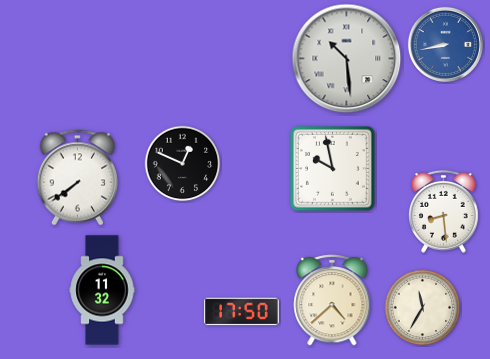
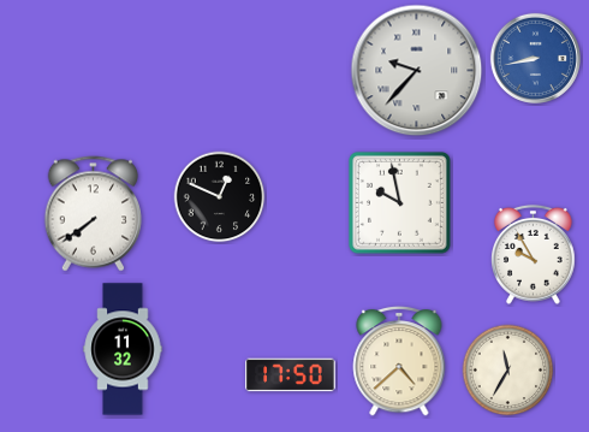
clock at (445, 44) position: (445, 44) -> (535, 58)
clock at (347, 59): 10:29 -> 9:37
clock at (444, 211): 8:29 -> 9:55
